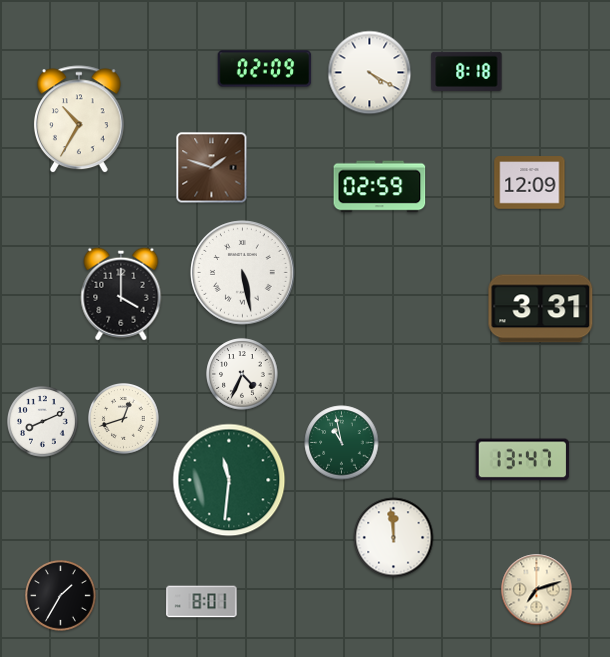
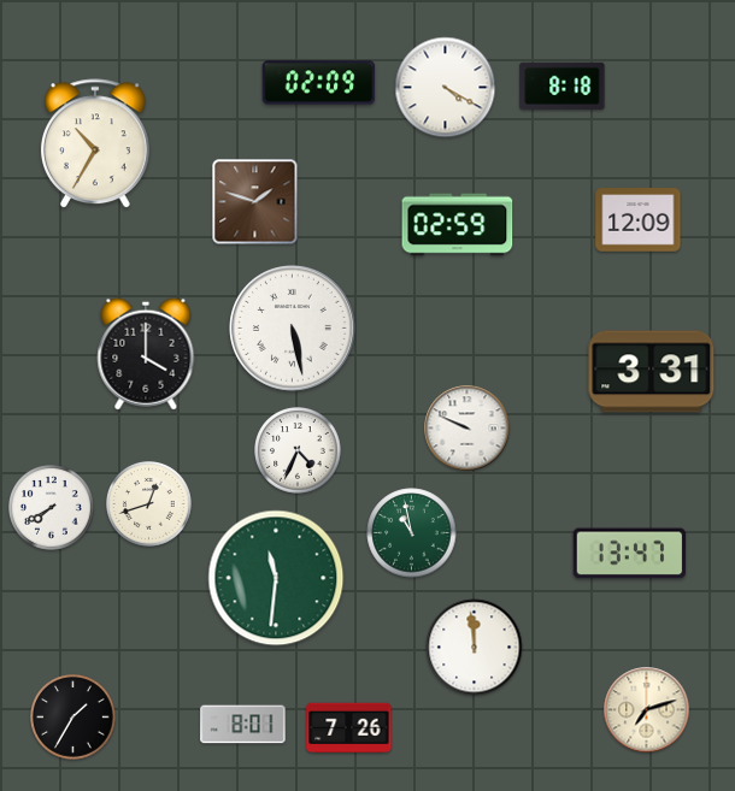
clock at (468, 429): none -> 9:49
clock at (242, 374) position: (242, 374) -> (298, 450)
clock at (43, 422): 8:11 -> 7:40
clock at (349, 728): none -> 7:26
